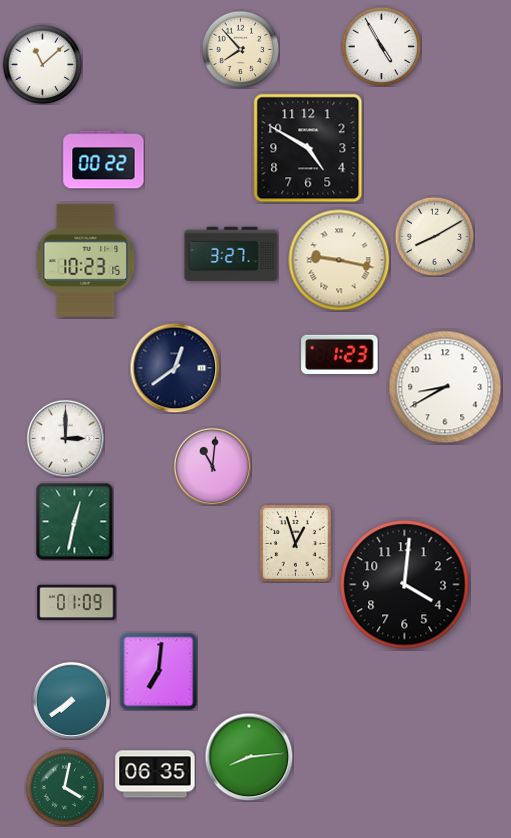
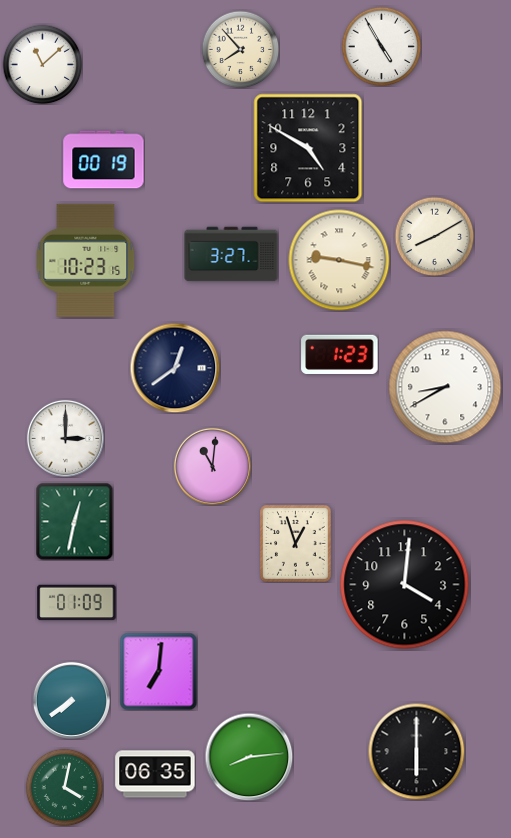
clock at (104, 160): 00:22 -> 00:19
clock at (416, 751): none -> 6:00
